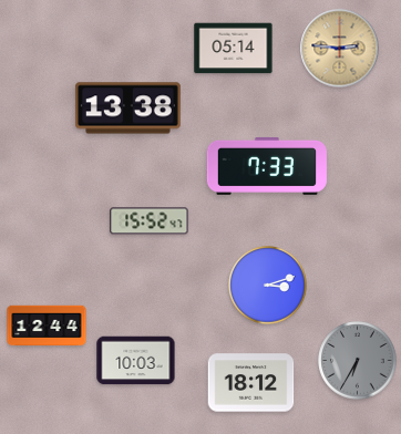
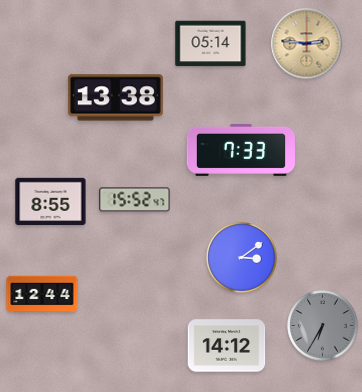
clock at (51, 202): none -> 8:55
clock at (268, 286): 3:12 -> 3:09
clock at (136, 361): 10:03 -> none
clock at (251, 383): 18:12 -> 14:12
